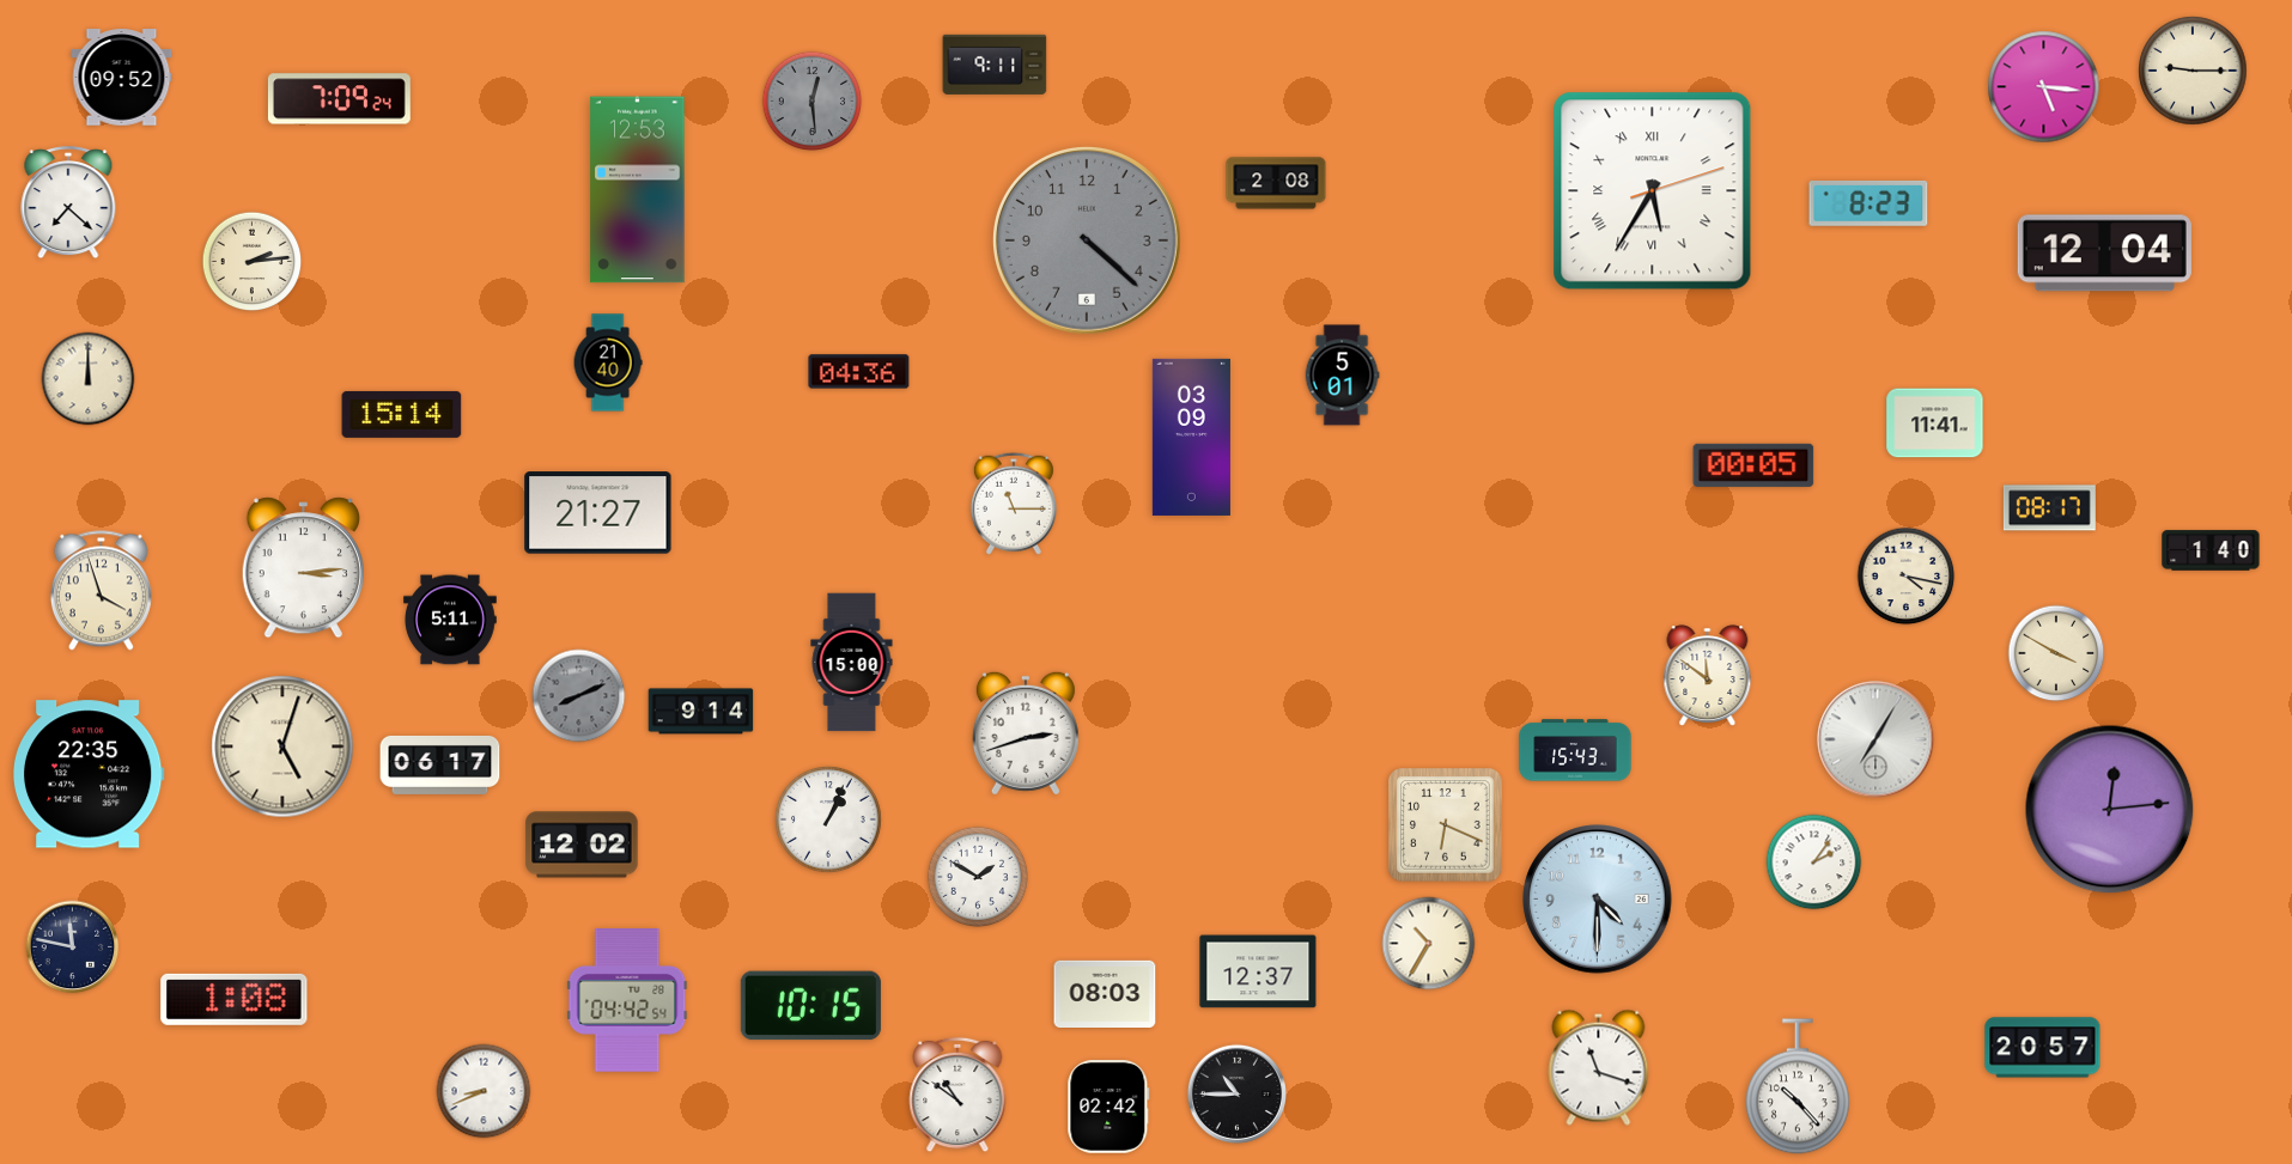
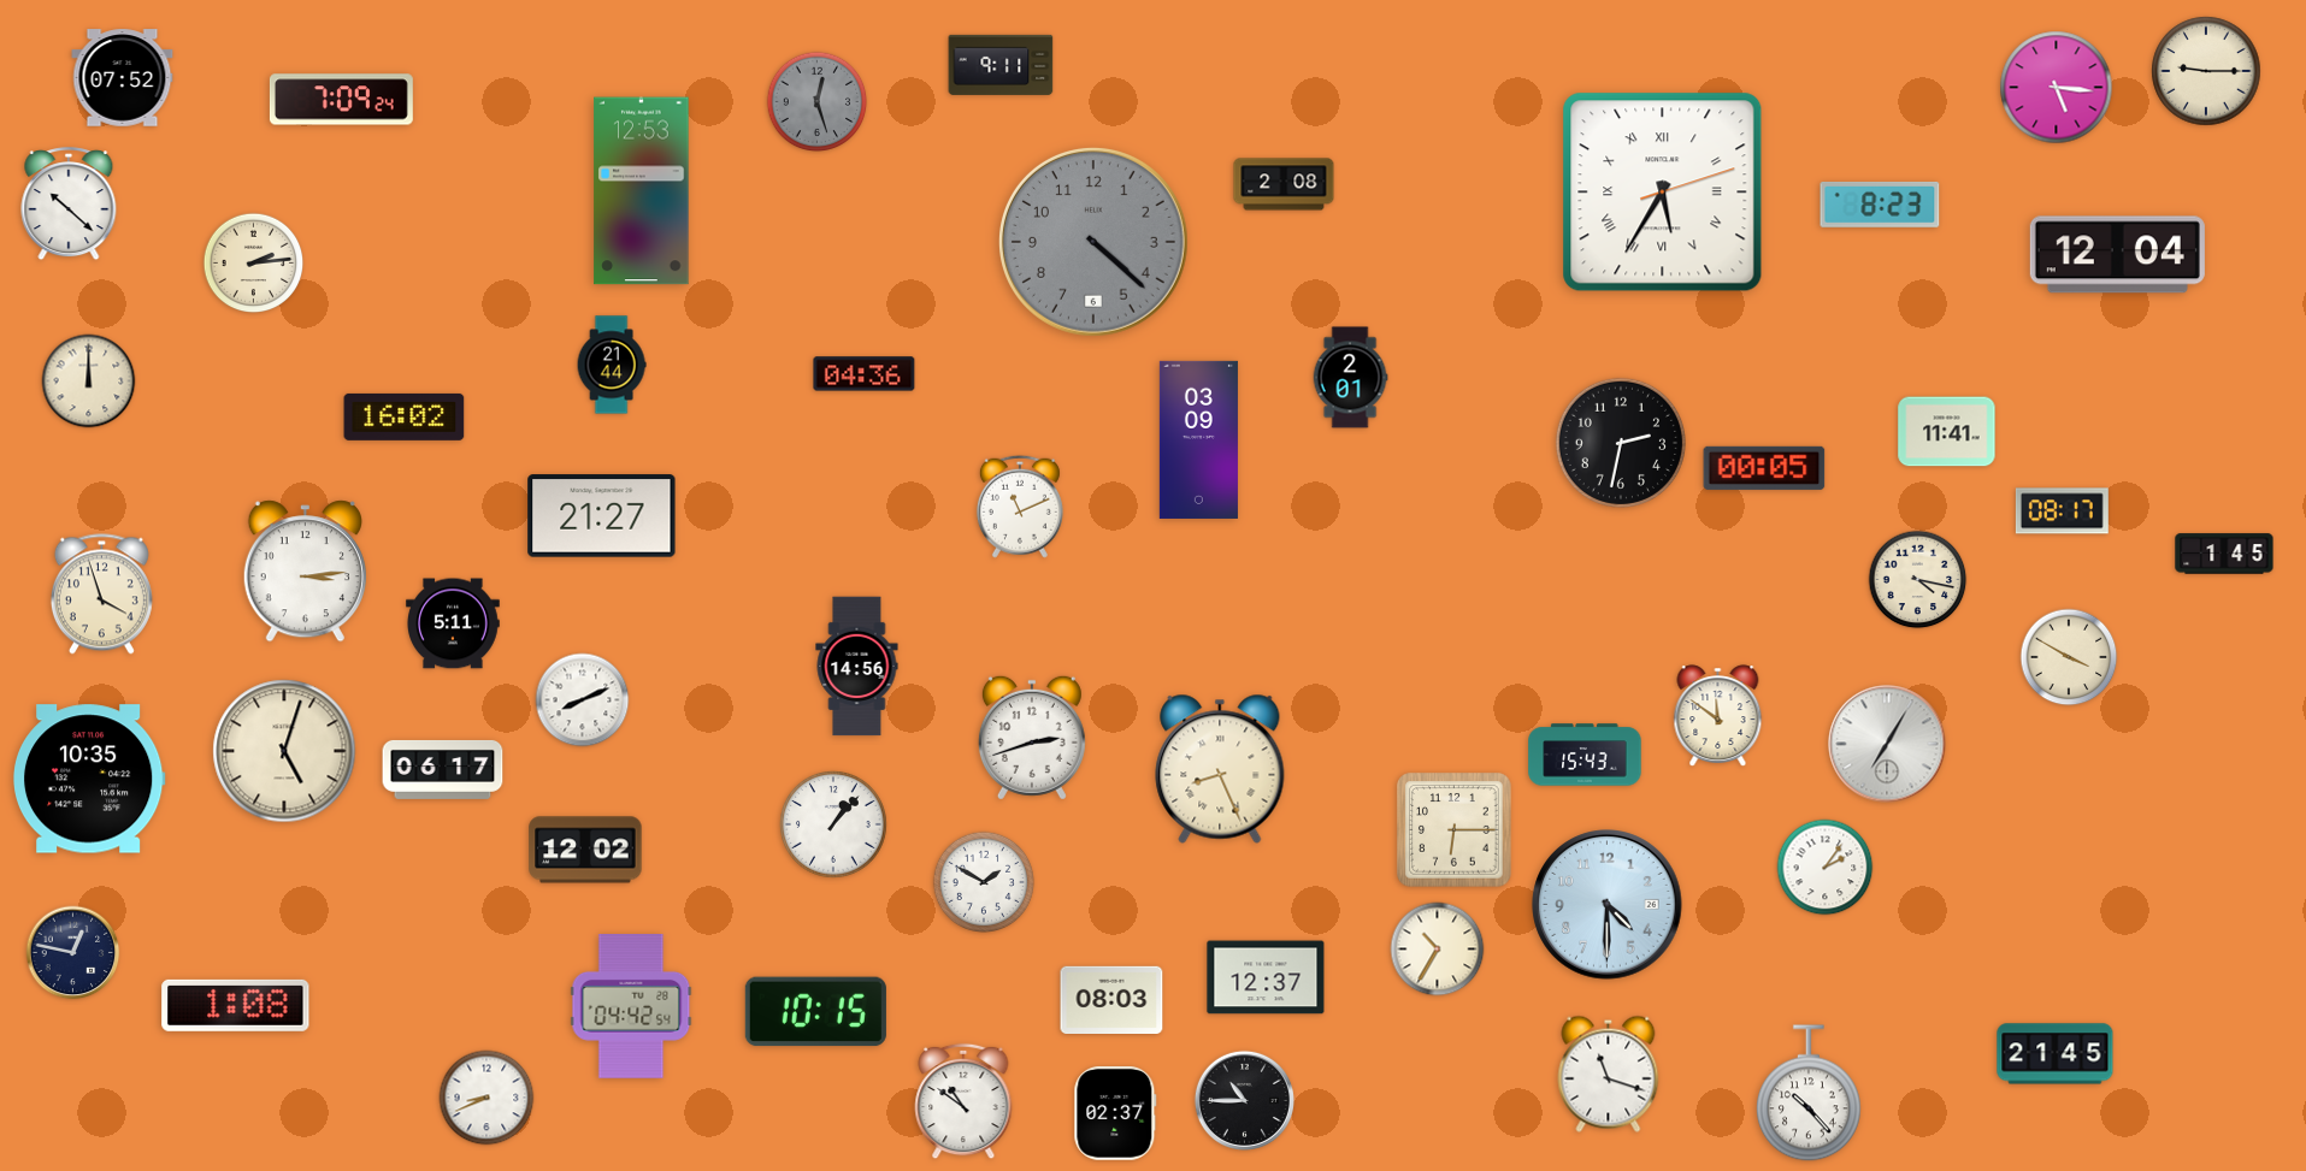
clock at (122, 78): 09:52 -> 07:52
clock at (813, 102): 12:29 -> 12:27
clock at (68, 203): 7:22 -> 10:22
clock at (608, 362): 21:40 -> 21:44
clock at (1342, 376): 5:01 -> 2:01
clock at (402, 414): 15:14 -> 16:02
clock at (1935, 423) position: (1935, 423) -> (1947, 432)
clock at (1621, 443): none -> 2:32
clock at (1014, 504): 11:15 -> 11:11
clock at (2211, 550): 1:40 -> 1:45
clock at (852, 663): 15:00 -> 14:56
clock at (1708, 675) position: (1708, 675) -> (1718, 715)
clock at (579, 696) dial: grey -> white
clock at (701, 712): 9:14 -> none
clock at (1220, 769): none -> 8:26
clock at (89, 774): 22:35 -> 10:35
clock at (2110, 810): 12:14 -> none
clock at (828, 819): 1:04 -> 1:07
clock at (1446, 825): 6:19 -> 6:15
clock at (73, 947): 11:47 -> 12:47
clock at (2043, 1048): 20:57 -> 21:45
clock at (1108, 1108): 02:42 -> 02:37
